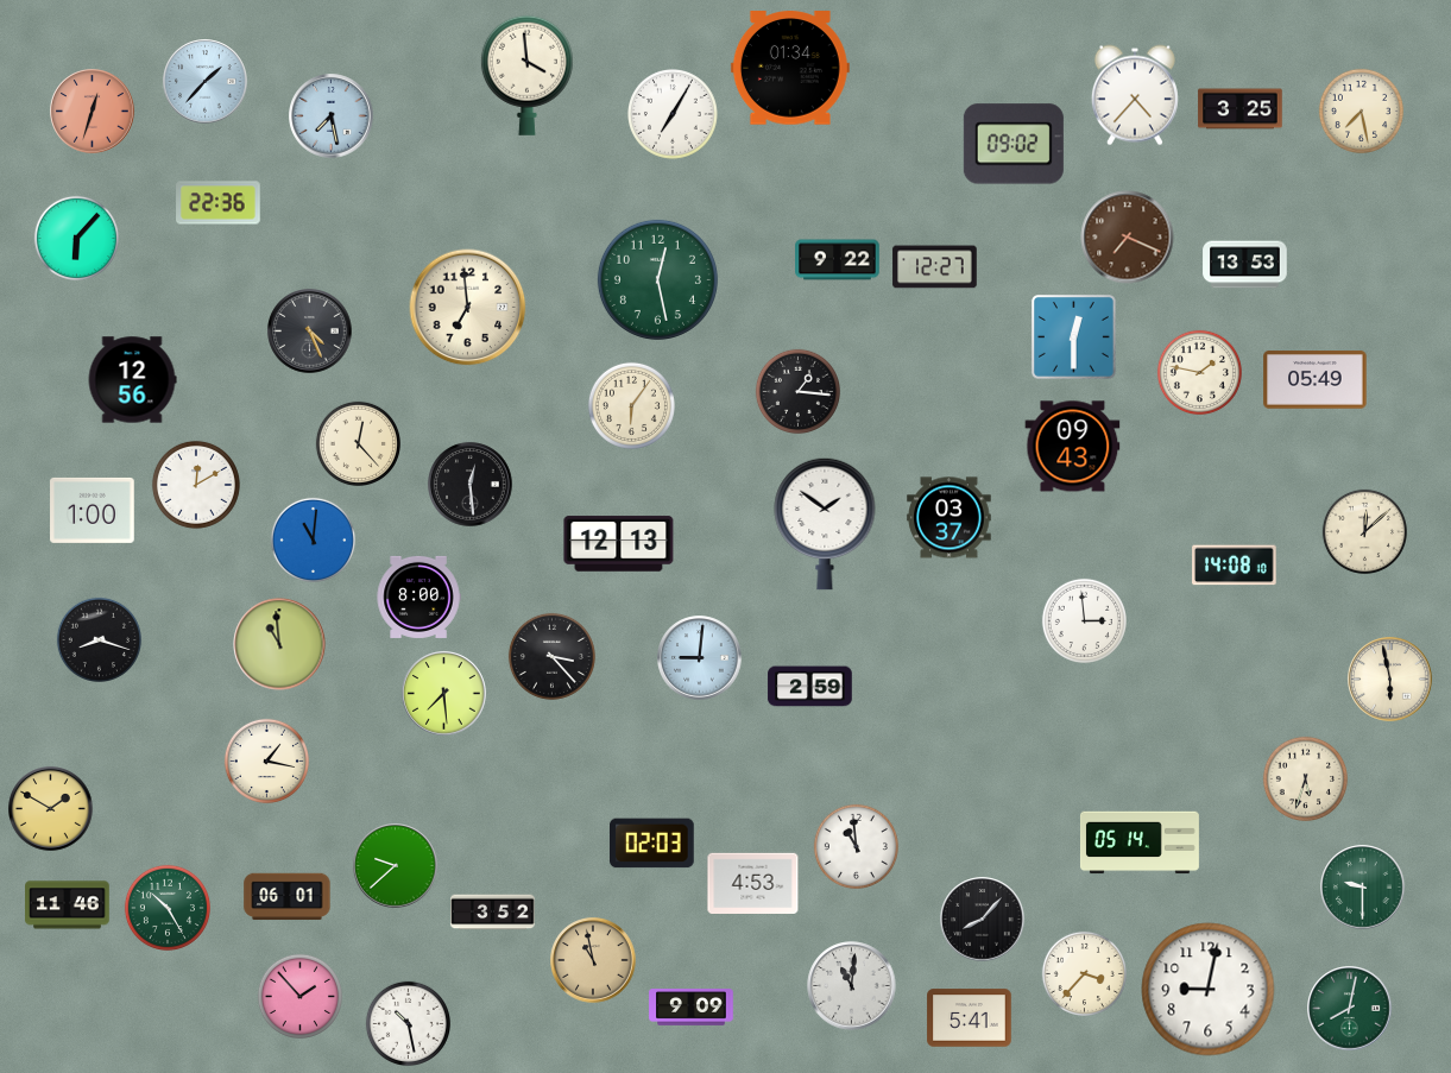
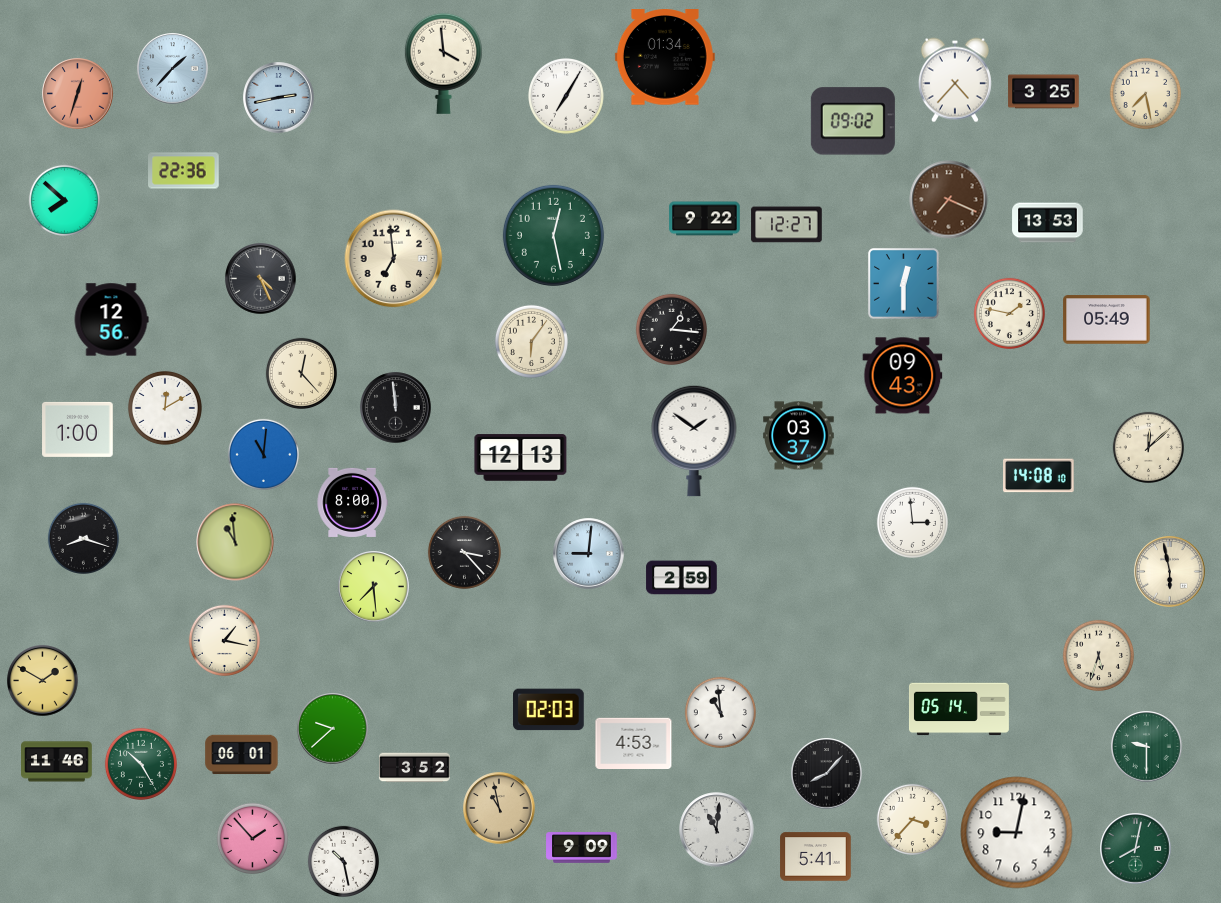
clock at (332, 116): 7:28 -> 2:43
clock at (76, 238): 6:07 -> 7:52
clock at (471, 485): 12:29 -> 11:59
clock at (444, 694) position: (444, 694) -> (374, 587)
